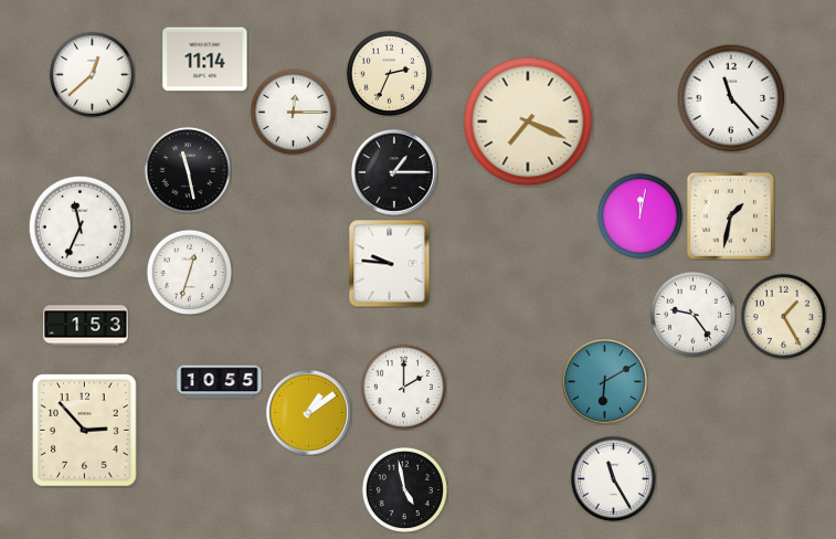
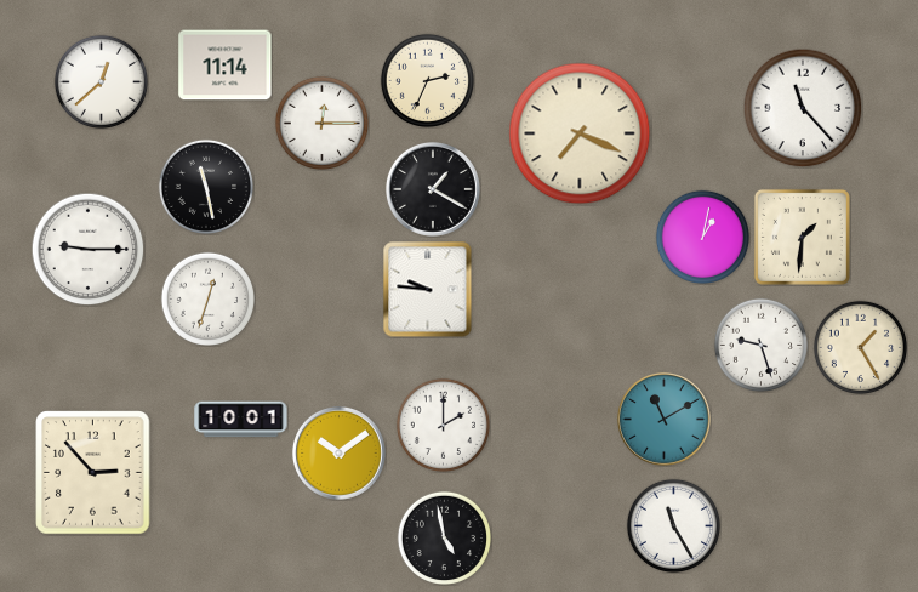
clock at (394, 172): 1:15 -> 1:20
clock at (639, 215): 12:02 -> 1:02
clock at (730, 215): 1:32 -> 1:31
clock at (80, 226): 11:34 -> 9:15
clock at (692, 314): 9:24 -> 9:27
clock at (86, 326): 1:53 -> none
clock at (604, 381): 6:10 -> 11:10
clock at (220, 382): 10:55 -> 10:01
clock at (308, 412): 1:09 -> 10:09
